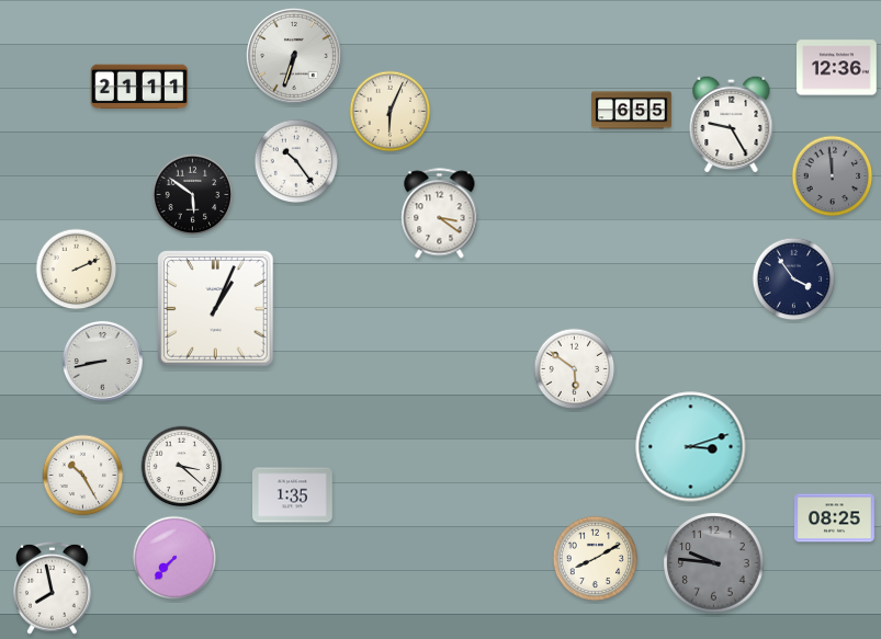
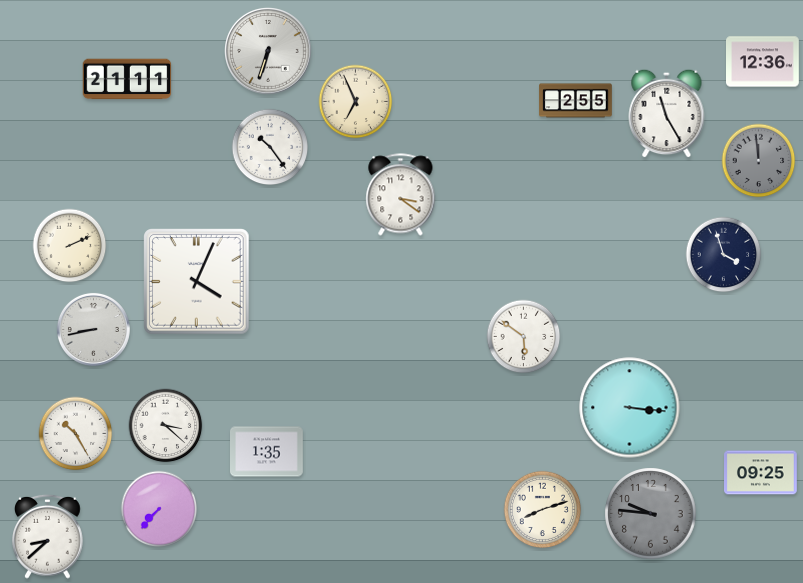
clock at (632, 111): 6:55 -> 2:55
clock at (391, 112): 6:04 -> 6:56
clock at (732, 124): 9:25 -> 11:25
clock at (193, 195): 5:51 -> none
clock at (794, 279): 3:54 -> 3:57
clock at (216, 309): 1:04 -> 4:04
clock at (691, 447): 3:12 -> 3:16
clock at (835, 518): 08:25 -> 09:25
clock at (596, 559): 8:10 -> 8:12
clock at (53, 587): 7:58 -> 8:38
